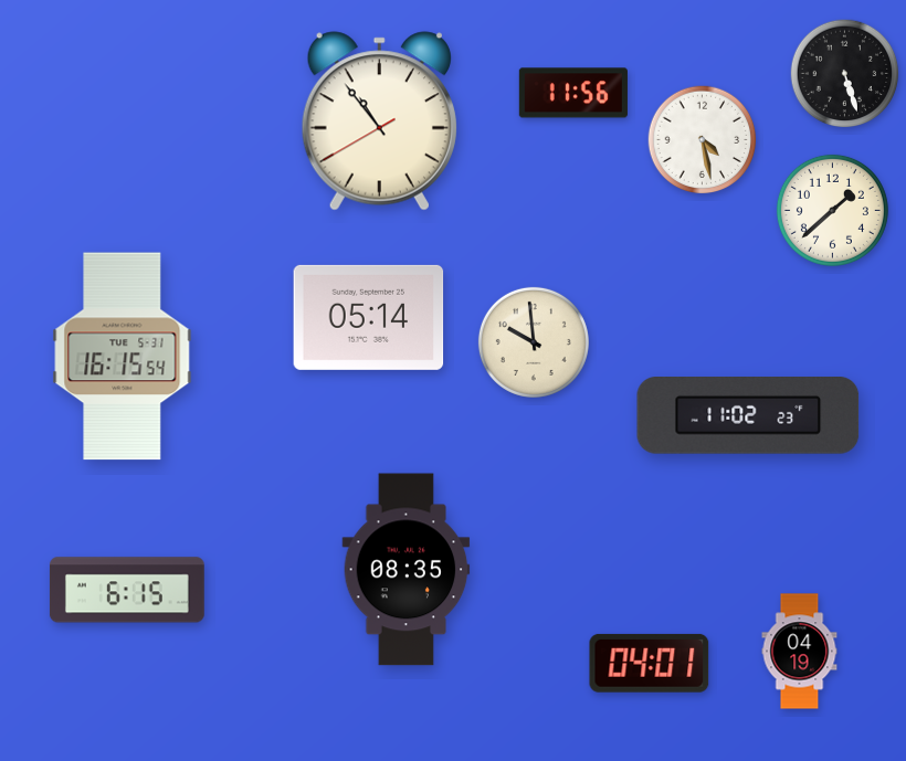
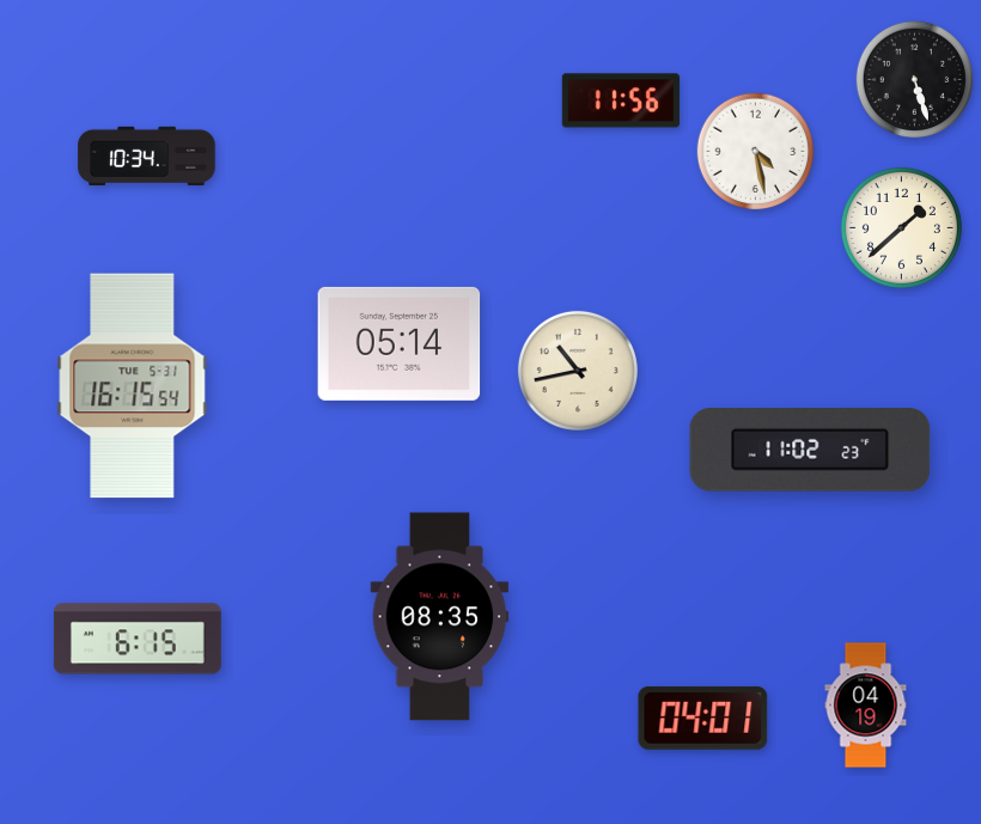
clock at (379, 121): 10:53 -> none
clock at (703, 140) position: (703, 140) -> (756, 152)
clock at (147, 155): none -> 10:34
clock at (534, 342): 9:59 -> 10:43
